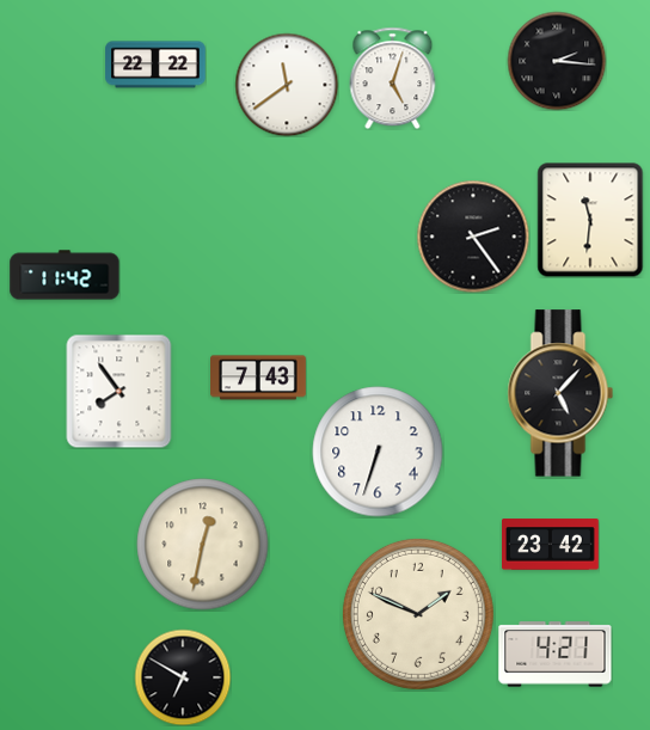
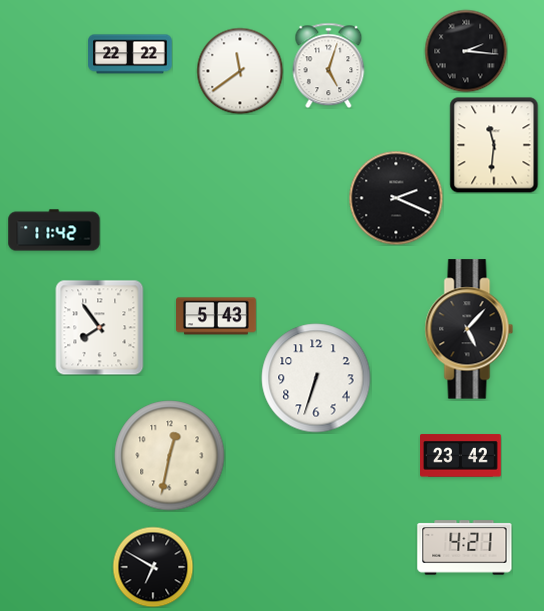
clock at (590, 220) position: (590, 220) -> (494, 145)
clock at (473, 237): 2:24 -> 2:19
clock at (259, 378): 7:43 -> 5:43
clock at (418, 614): 1:49 -> none
